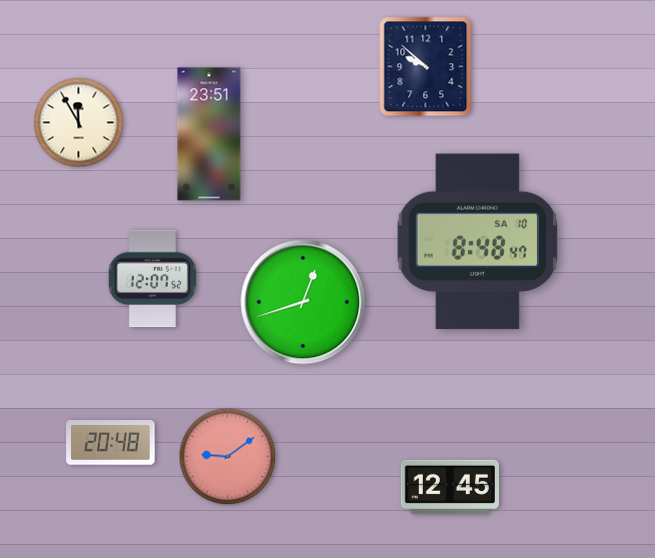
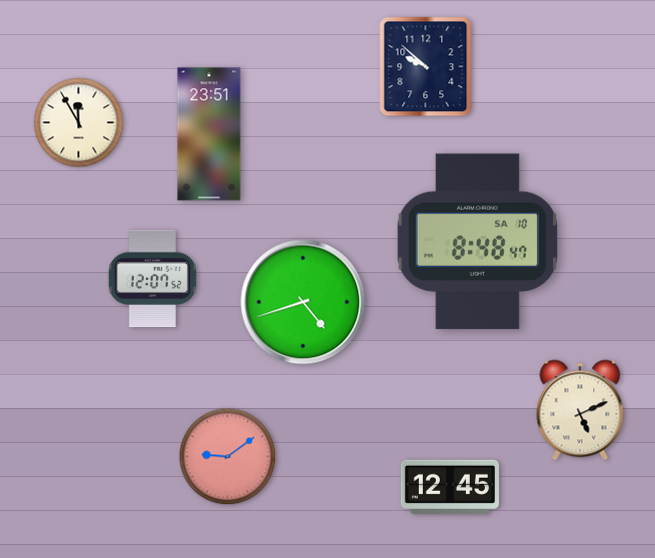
clock at (303, 302): 12:42 -> 4:42
clock at (580, 410): none -> 5:11
clock at (111, 443): 20:48 -> none
